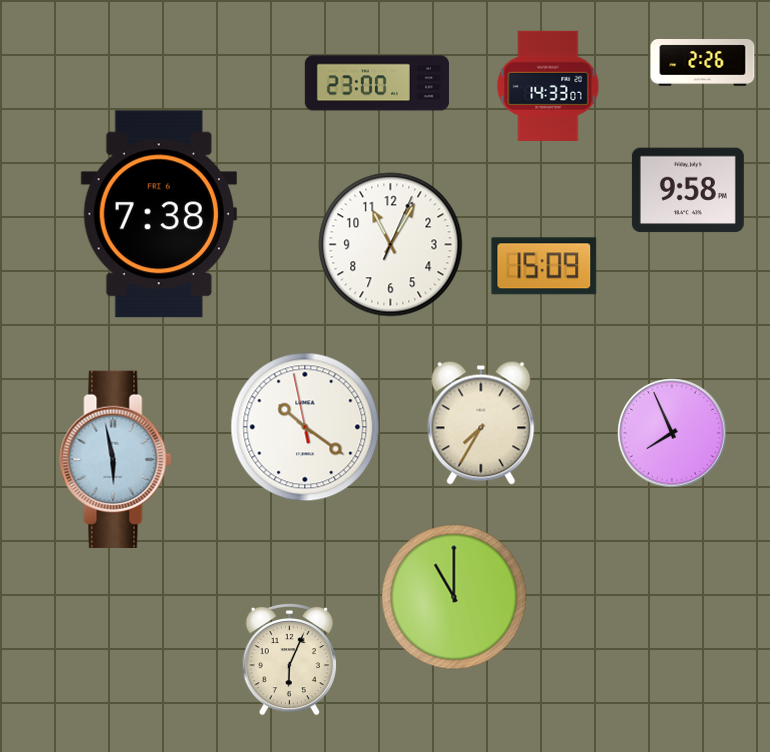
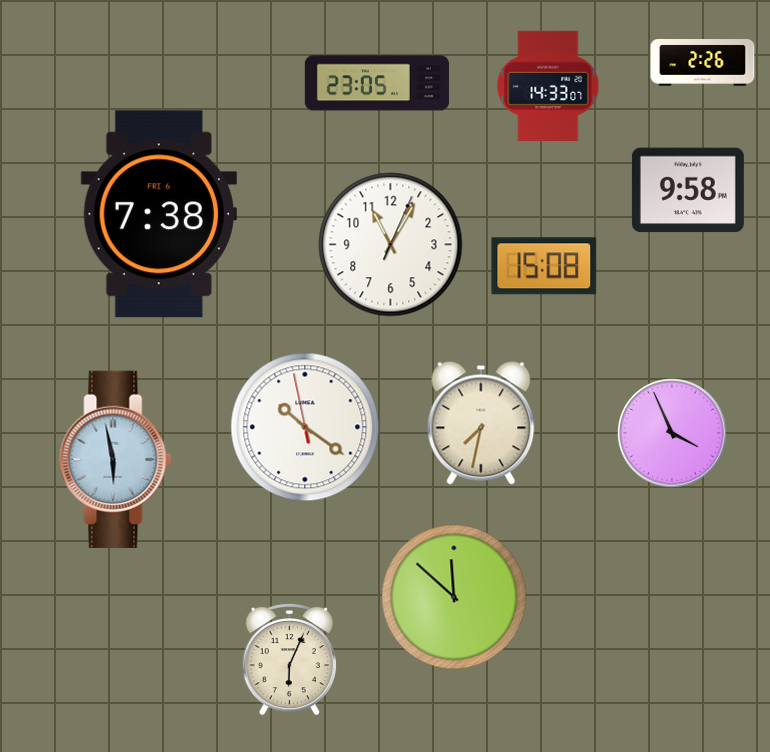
clock at (377, 83): 23:00 -> 23:05
clock at (544, 266): 15:09 -> 15:08
clock at (481, 423): 7:35 -> 7:32
clock at (672, 433): 7:56 -> 3:56
clock at (454, 597): 11:00 -> 11:52
